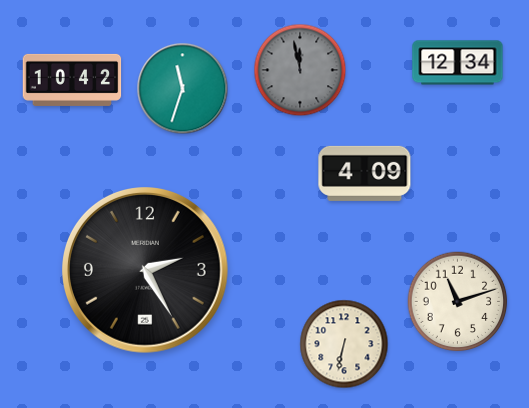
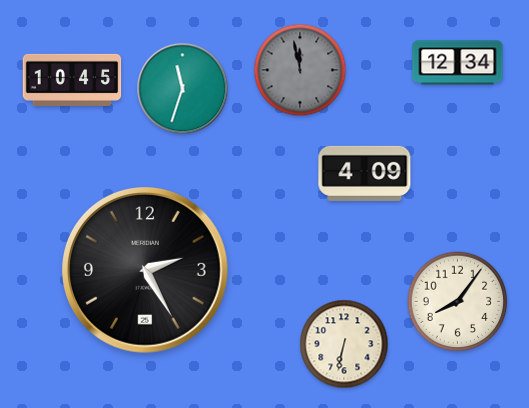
clock at (72, 80): 10:42 -> 10:45
clock at (458, 302): 11:12 -> 8:06
